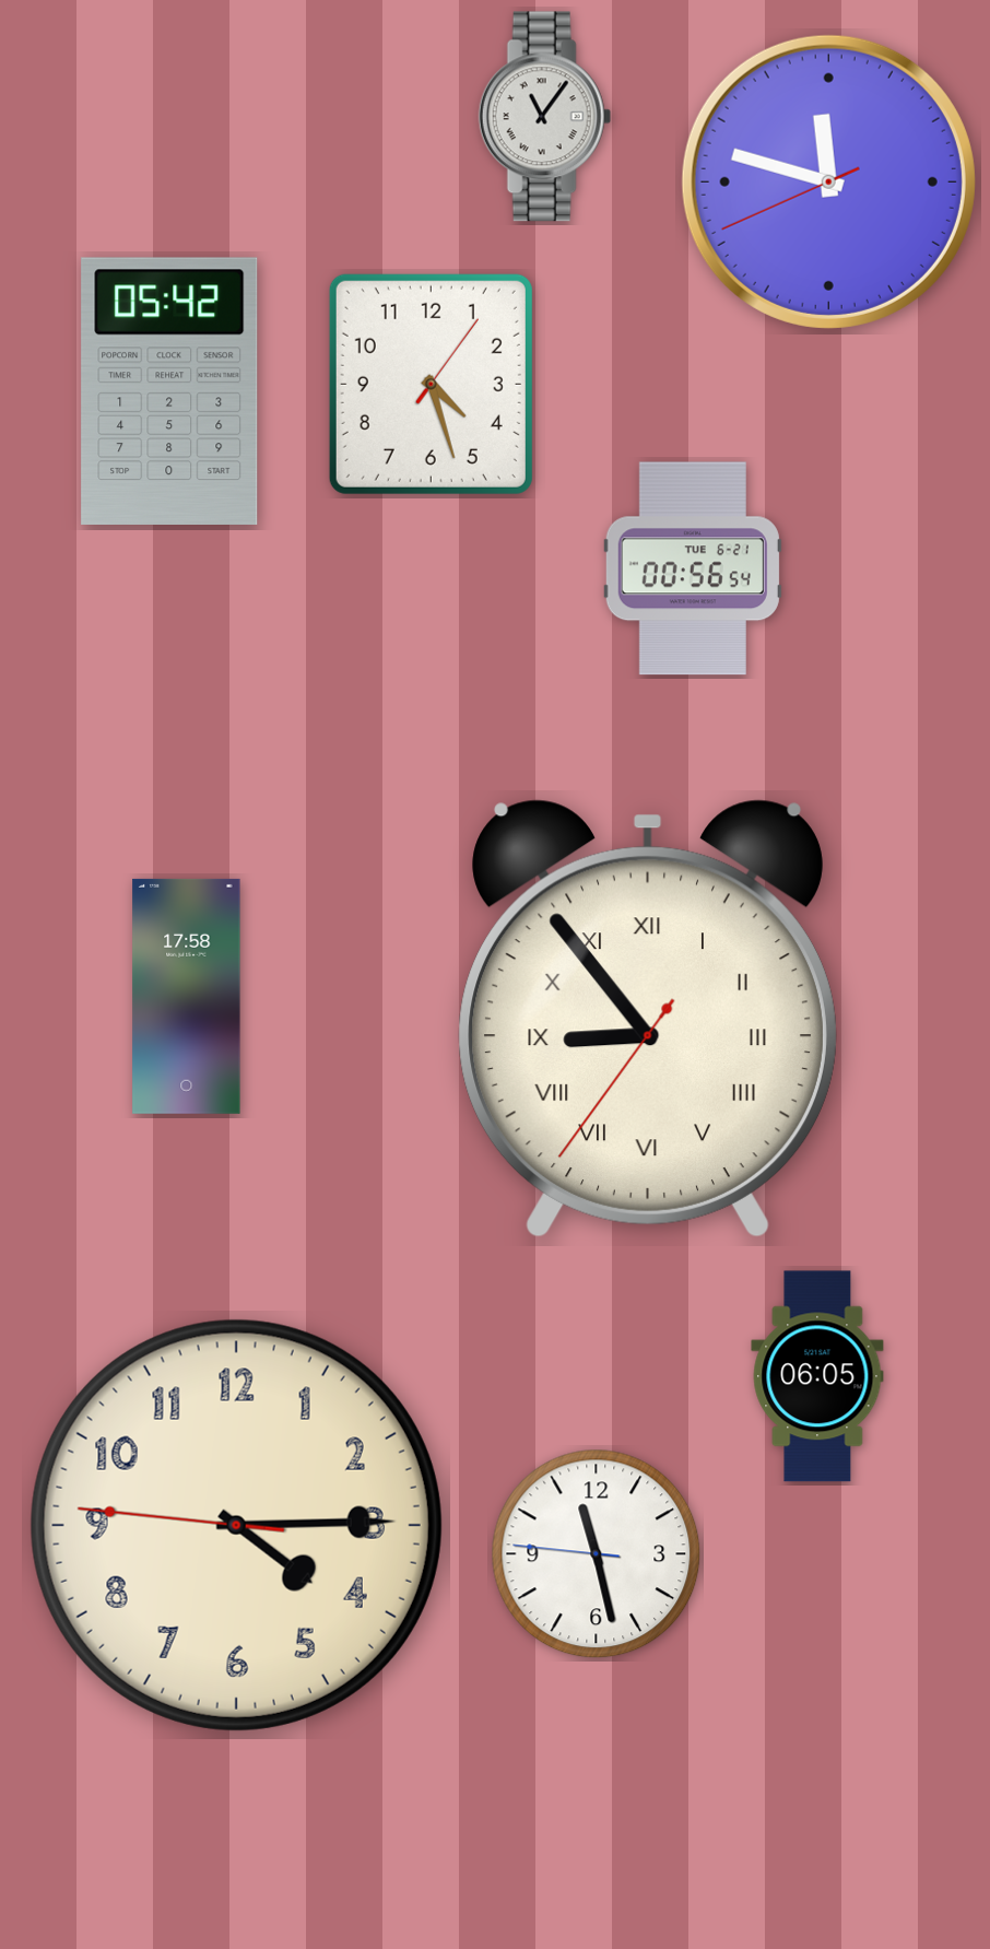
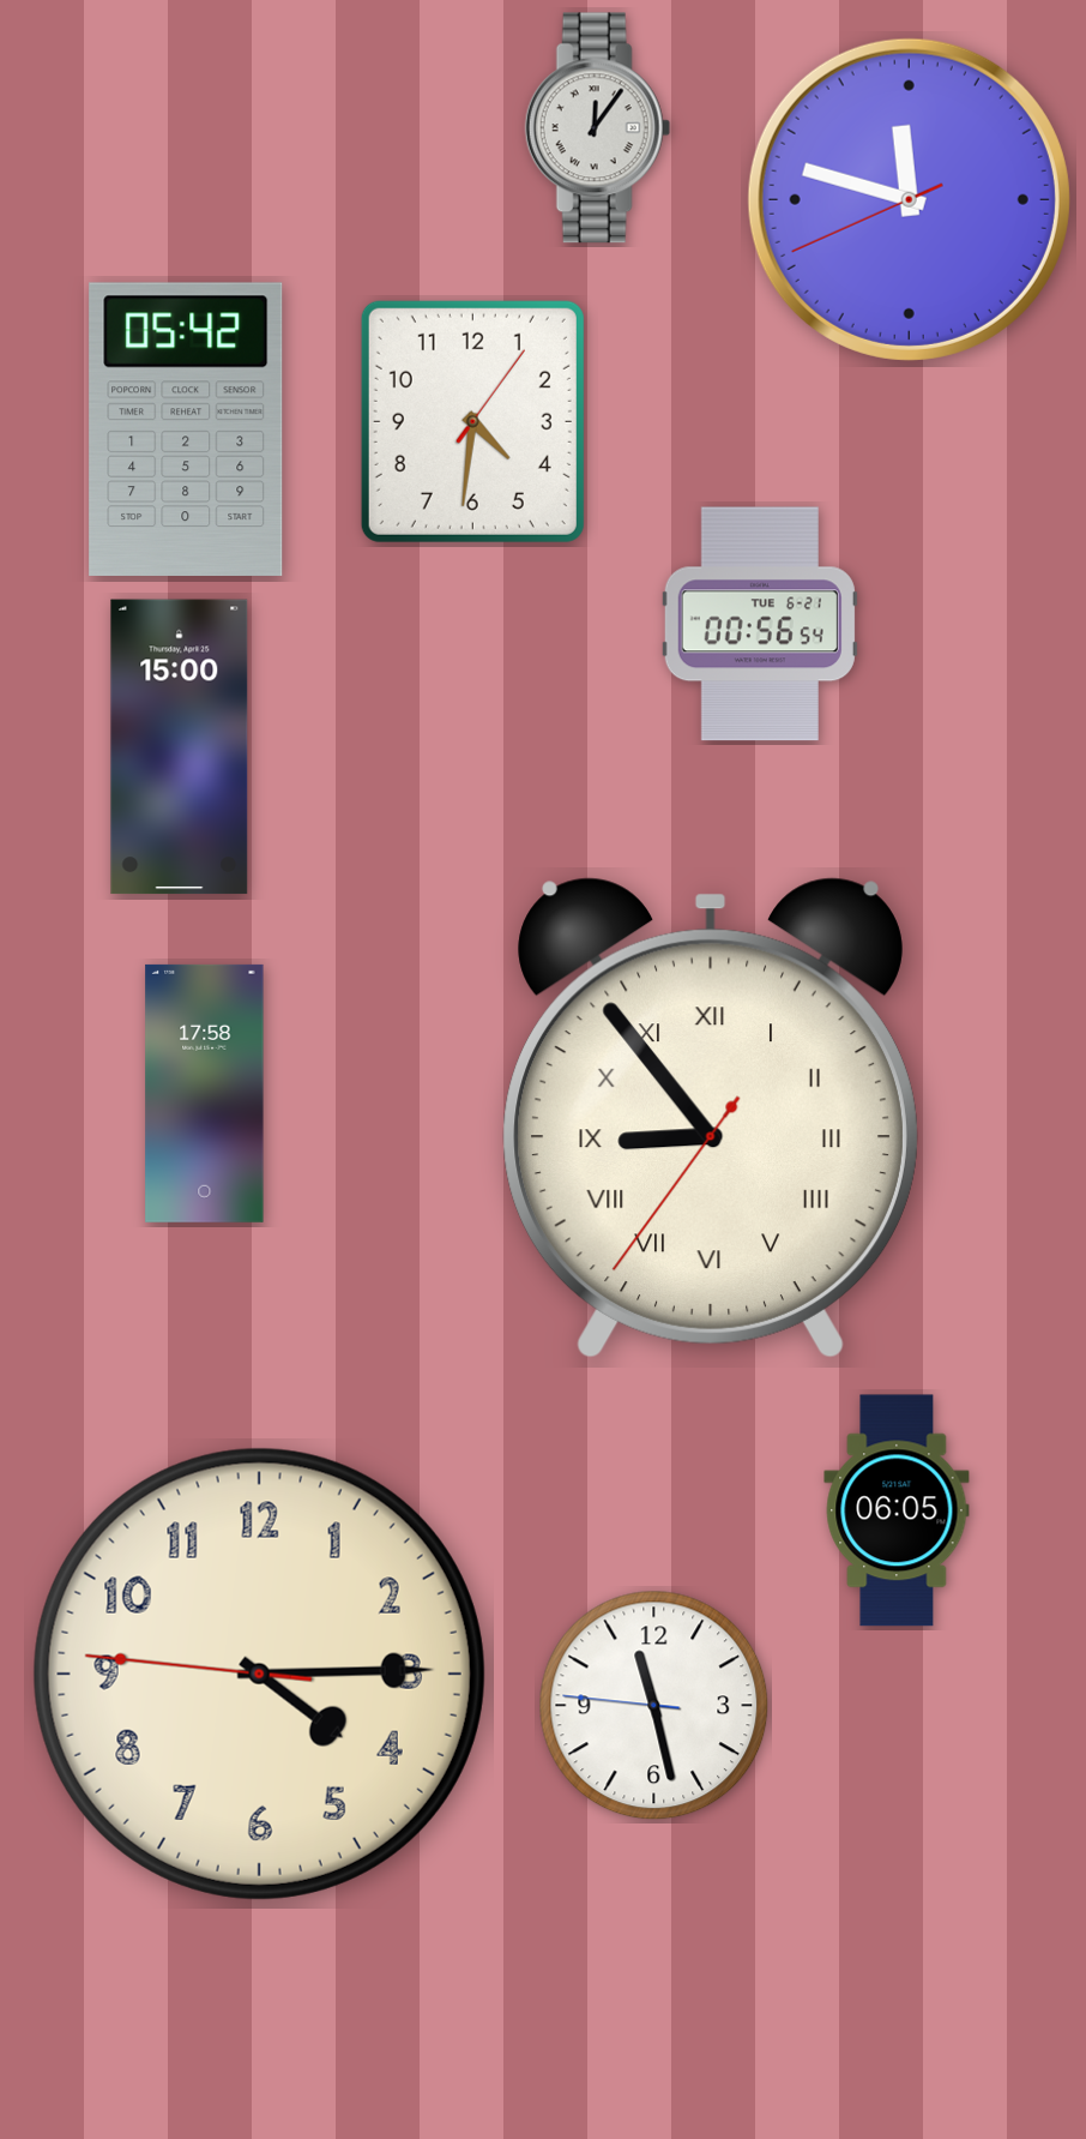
clock at (544, 117): 11:06 -> 12:06
clock at (431, 384): 4:27 -> 4:31
clock at (180, 747): none -> 15:00
